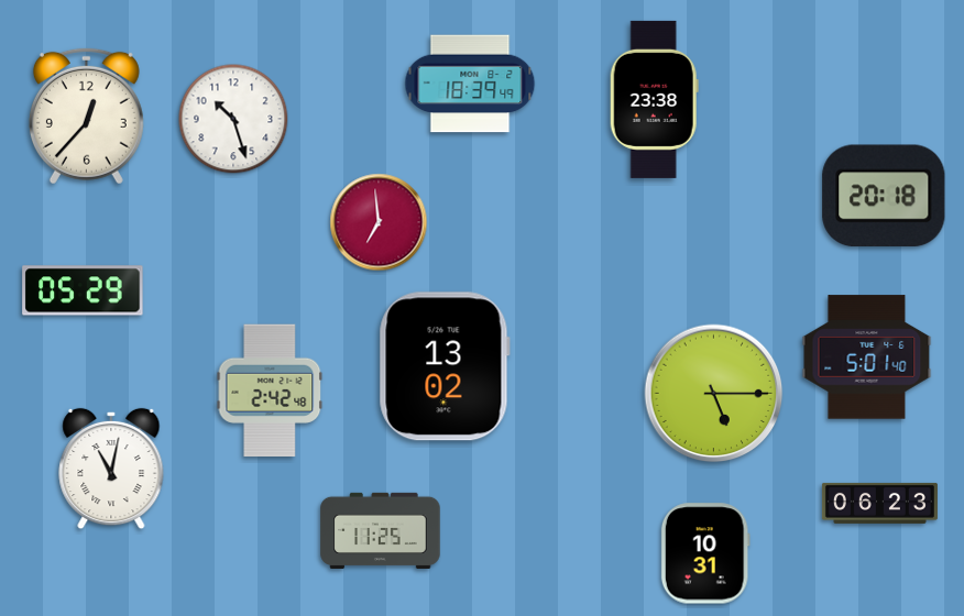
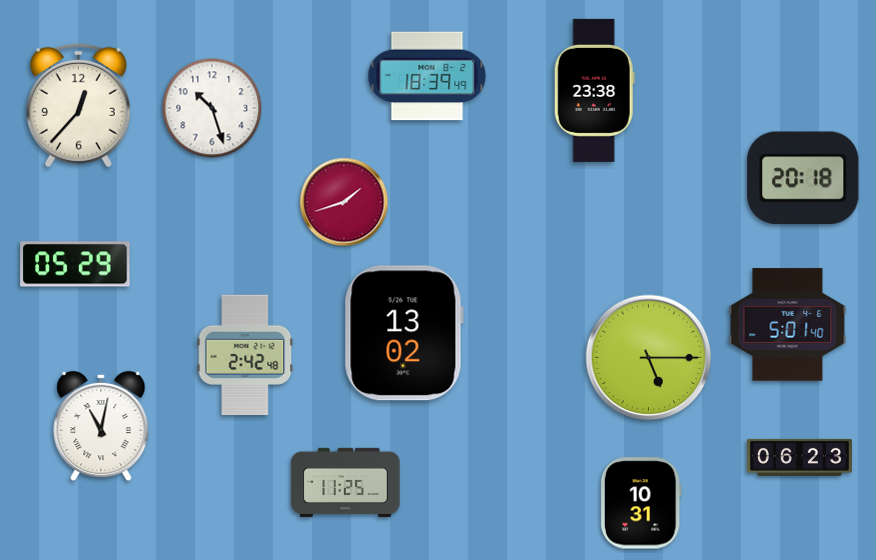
clock at (379, 222): 6:59 -> 1:42
